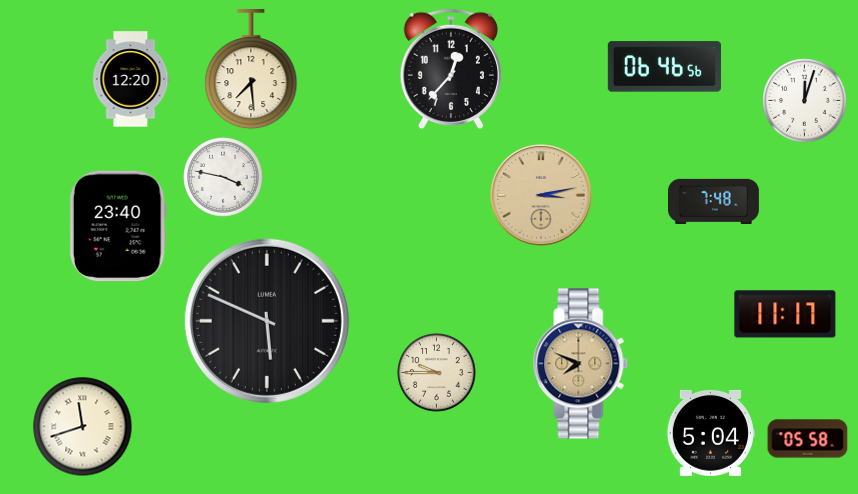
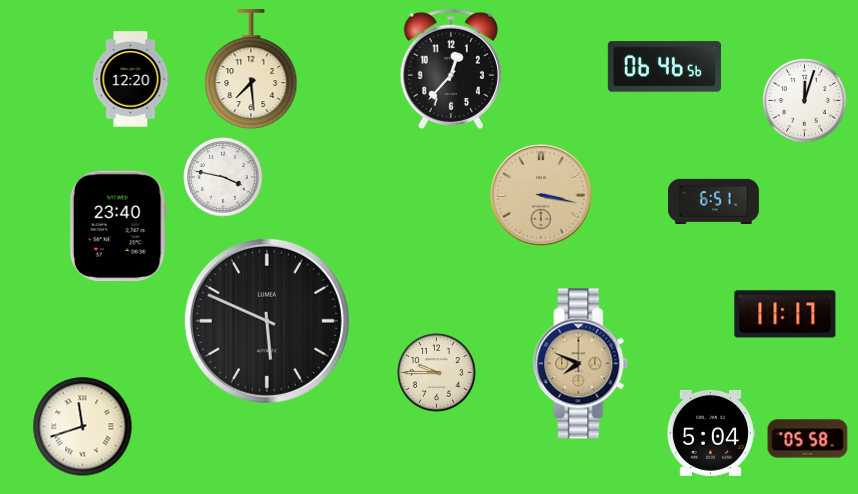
clock at (541, 195): 3:13 -> 3:17
clock at (714, 201): 7:48 -> 6:51
